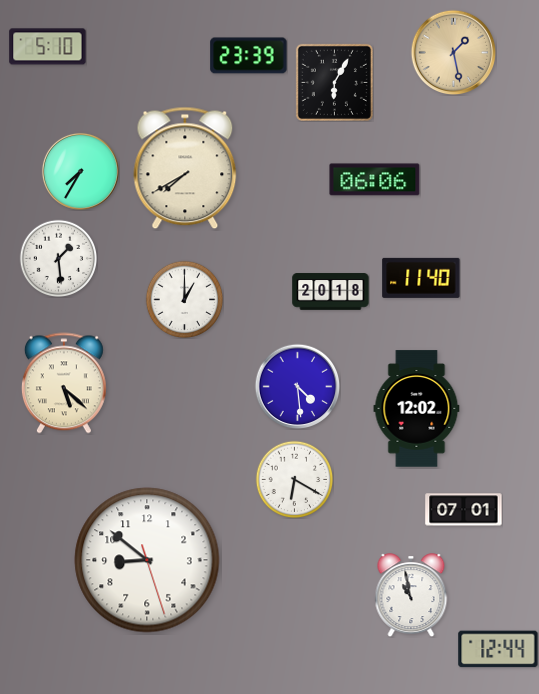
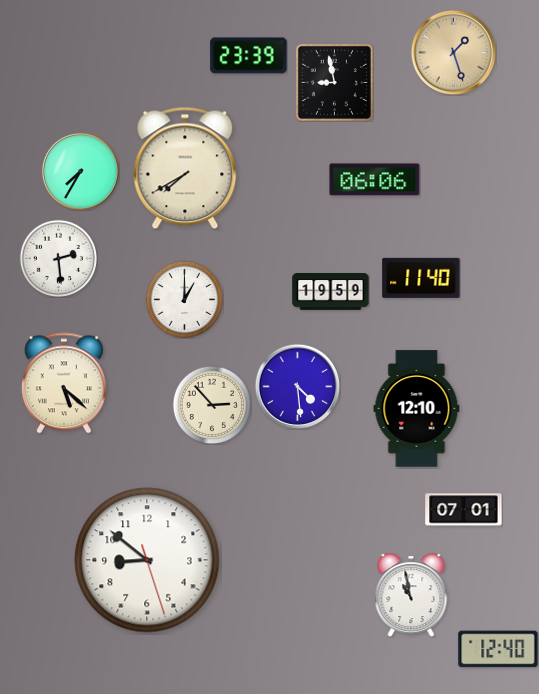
clock at (48, 47): 5:10 -> none
clock at (453, 52): 1:28 -> 1:27
clock at (334, 82): 6:05 -> 8:58
clock at (58, 258): 1:29 -> 2:29
clock at (331, 292): 20:18 -> 19:59
clock at (212, 405): none -> 2:53
clock at (417, 409): 12:02 -> 12:10
clock at (294, 479): 6:20 -> none
clock at (498, 649): 12:44 -> 12:40
